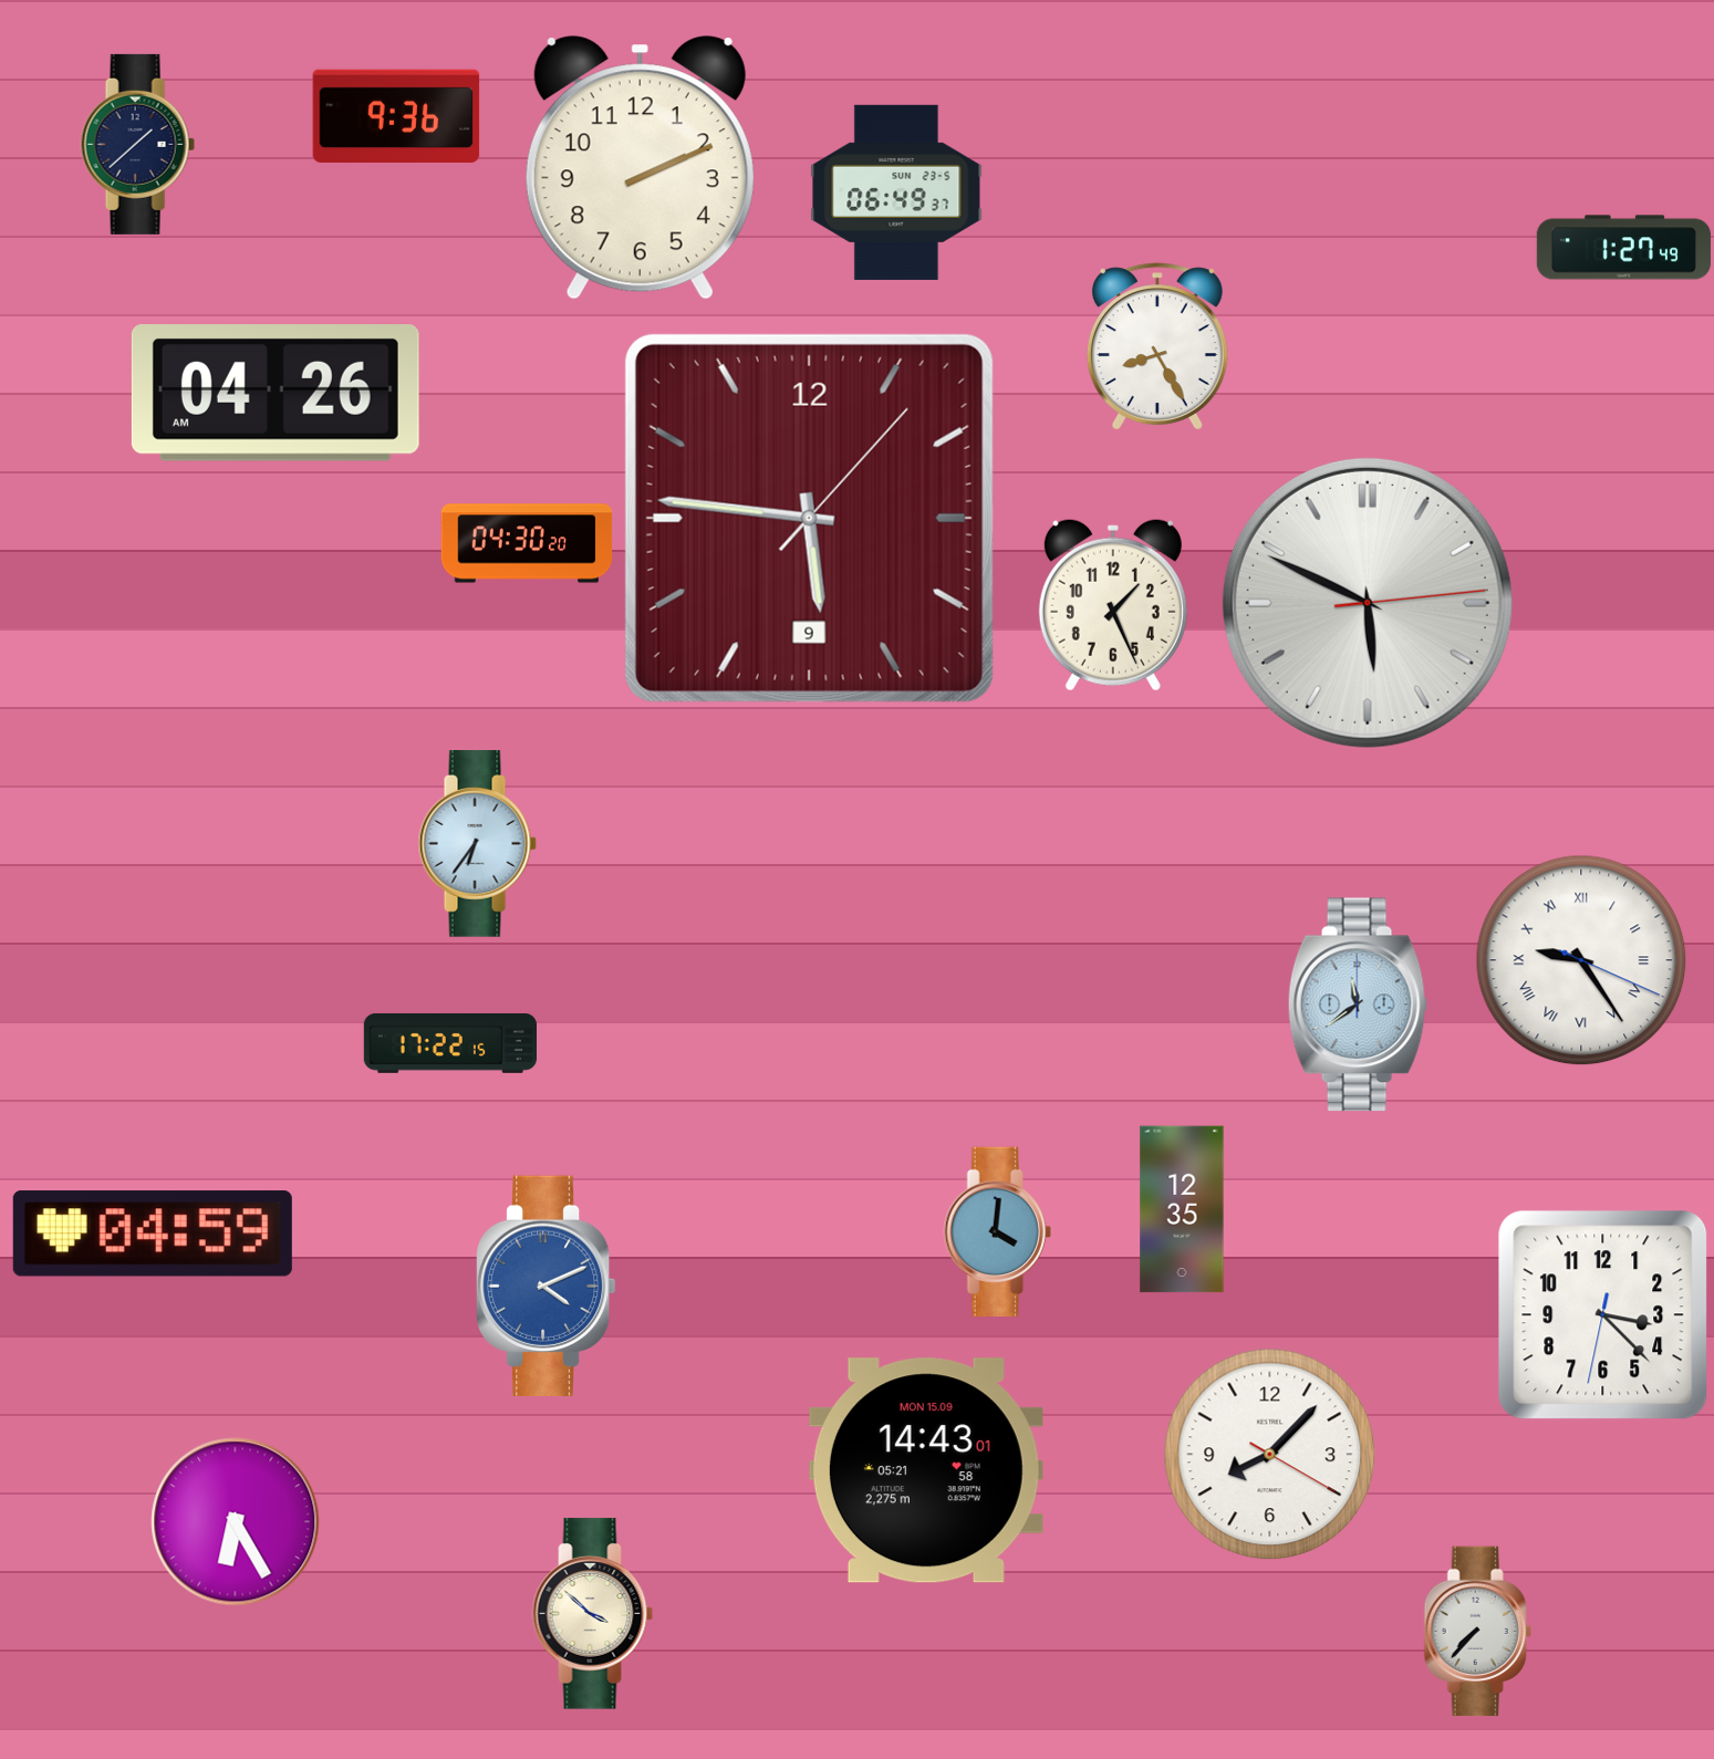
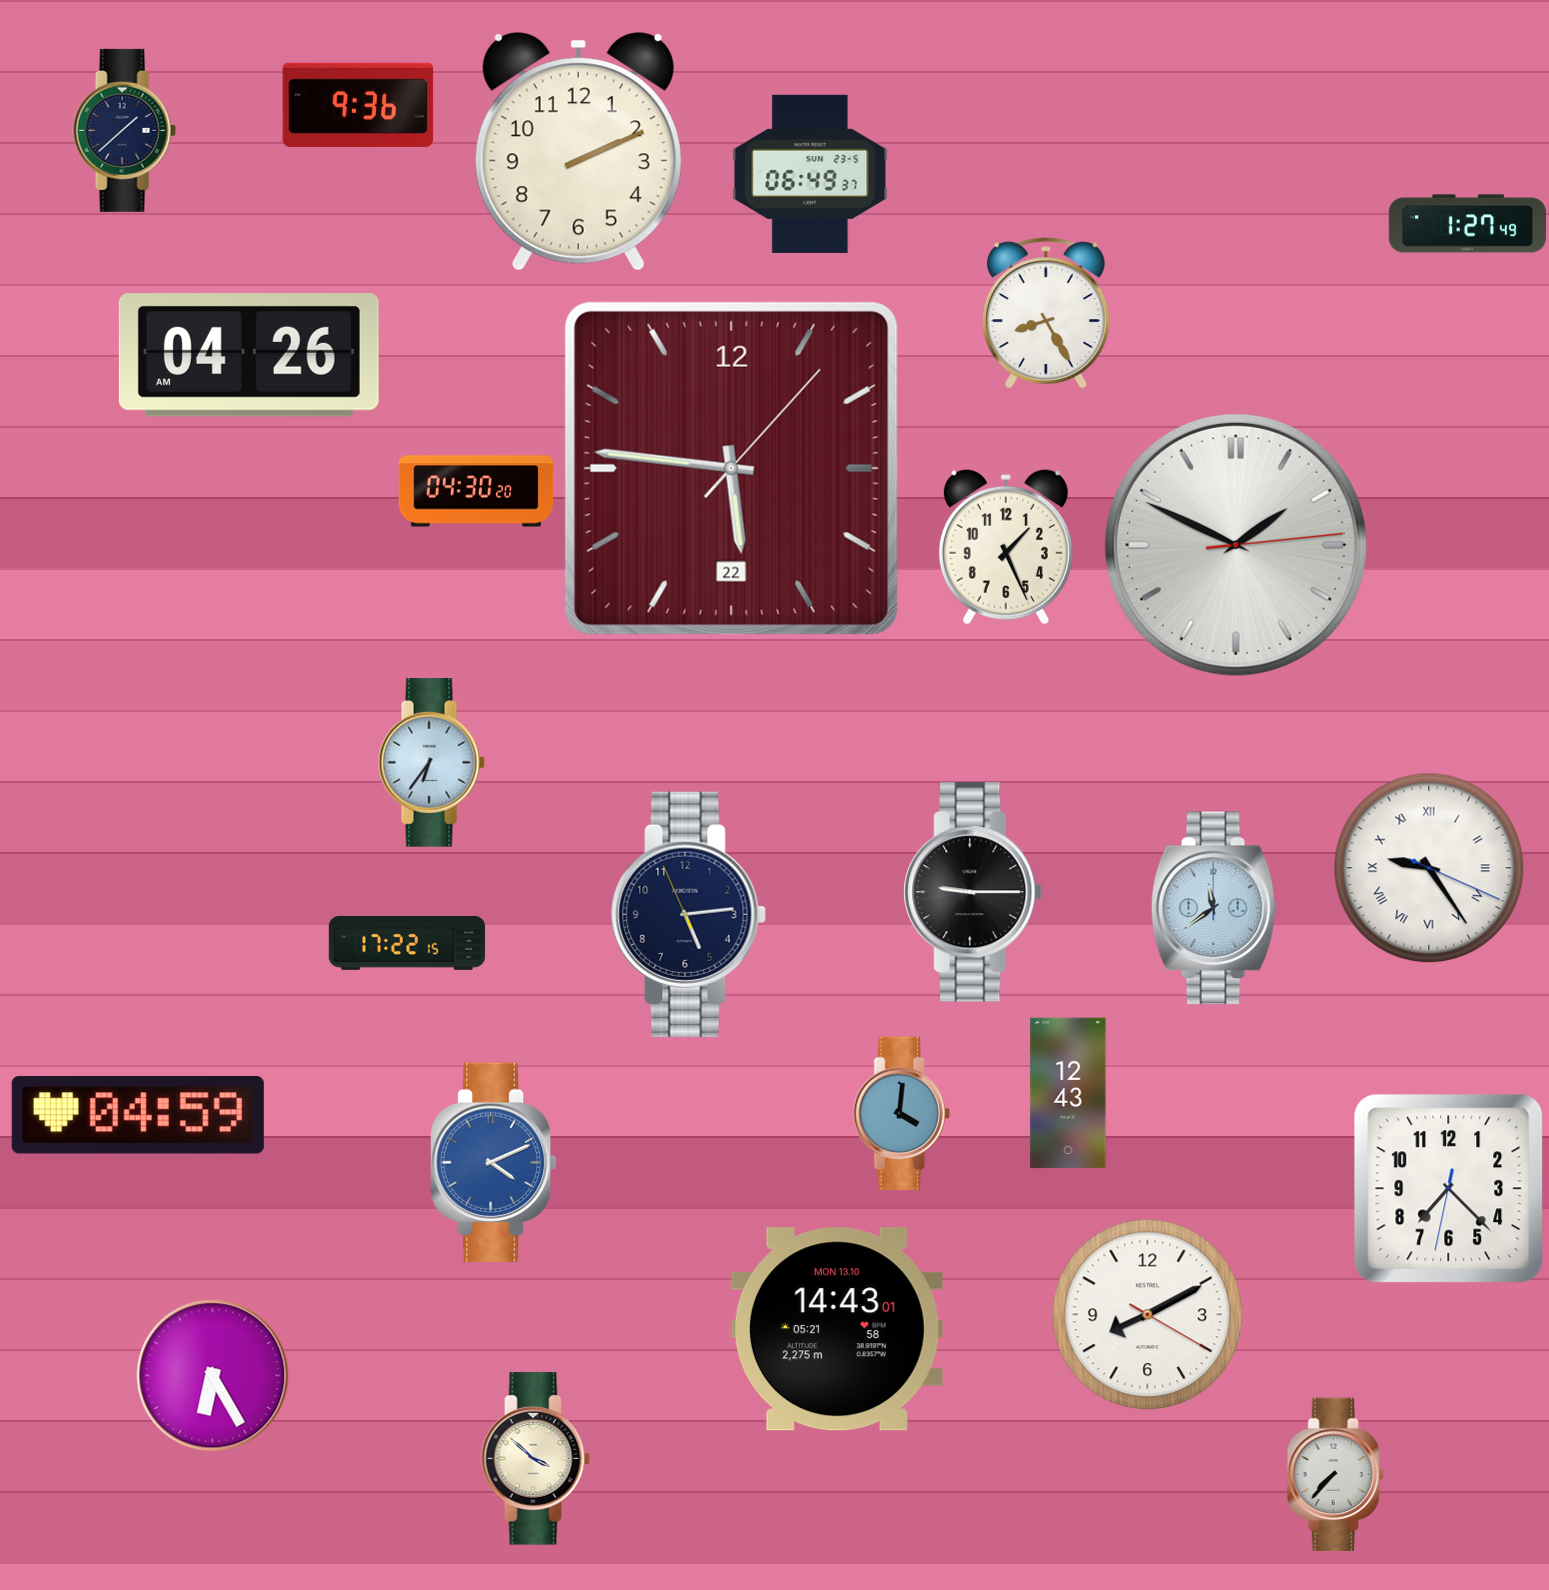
clock at (809, 518) date: 9 -> 22
clock at (1368, 603): 5:49 -> 1:49
clock at (973, 892): none -> 9:15
clock at (1358, 1005) position: (1358, 1005) -> (1214, 908)
clock at (688, 914): none -> 5:13
clock at (1182, 1209): 12:35 -> 12:43
clock at (1603, 1315): 3:22 -> 7:22
clock at (1270, 1455): 8:07 -> 8:10
clock at (926, 1470) date: MON 15.09 -> MON 13.10
